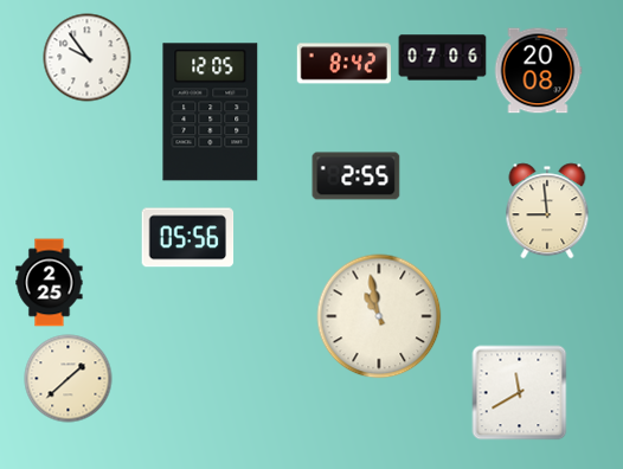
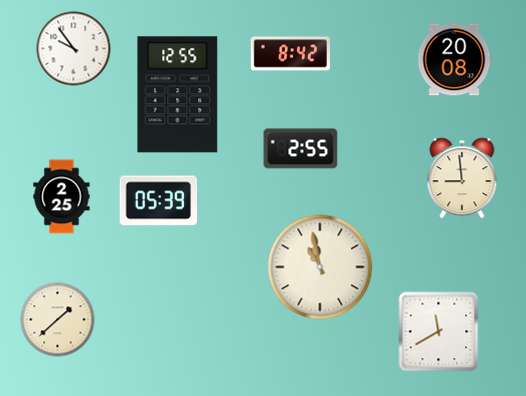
clock at (443, 58): 07:06 -> none
clock at (211, 113): 12:05 -> 12:55
clock at (188, 238): 05:56 -> 05:39
clock at (50, 283) position: (50, 283) -> (62, 197)
